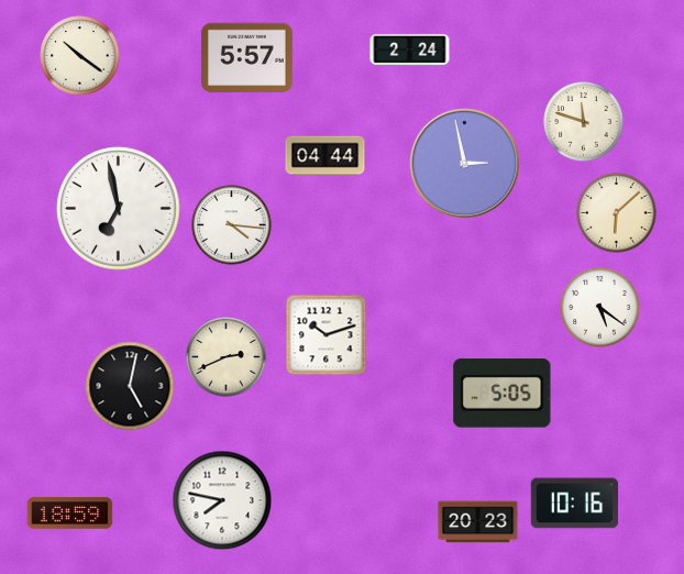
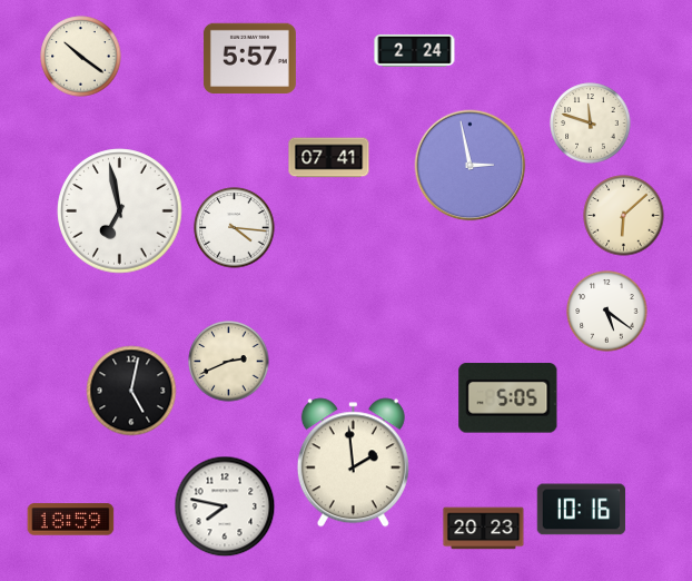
clock at (326, 156): 04:44 -> 07:41
clock at (327, 335): 10:12 -> none
clock at (353, 463): none -> 1:59
